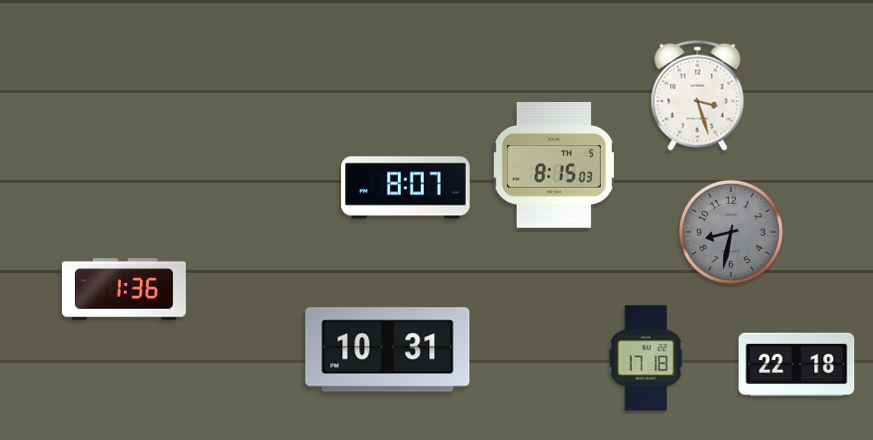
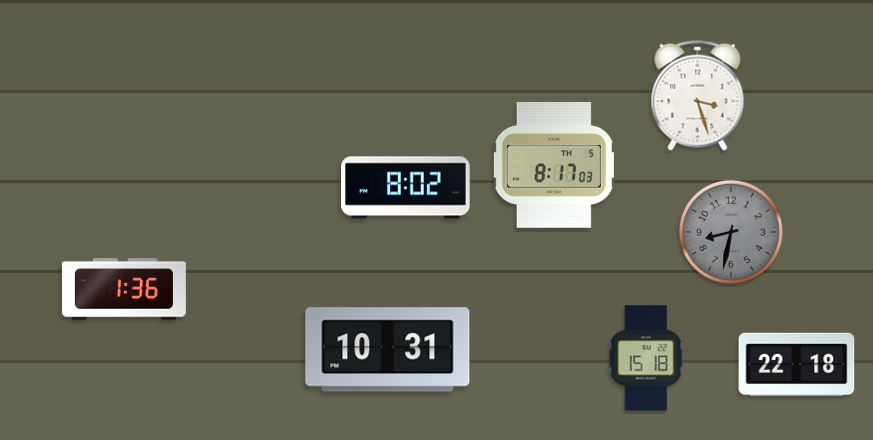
clock at (554, 165): 8:15 -> 8:17
clock at (406, 188): 8:07 -> 8:02
clock at (646, 358): 17:18 -> 15:18
